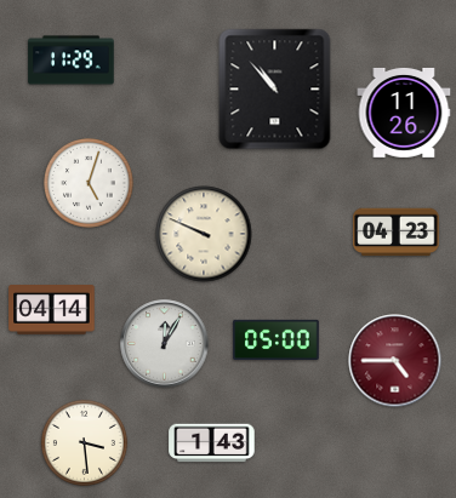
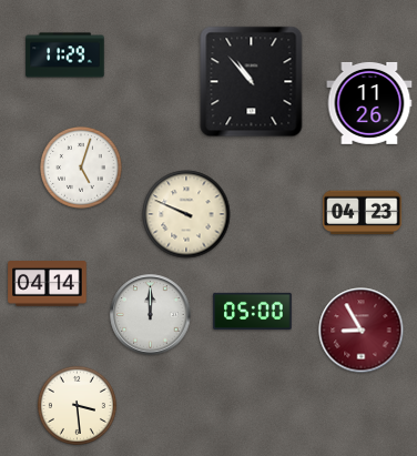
clock at (165, 344): 12:05 -> 12:00
clock at (395, 361): 4:45 -> 8:55
clock at (212, 443): 1:43 -> none
